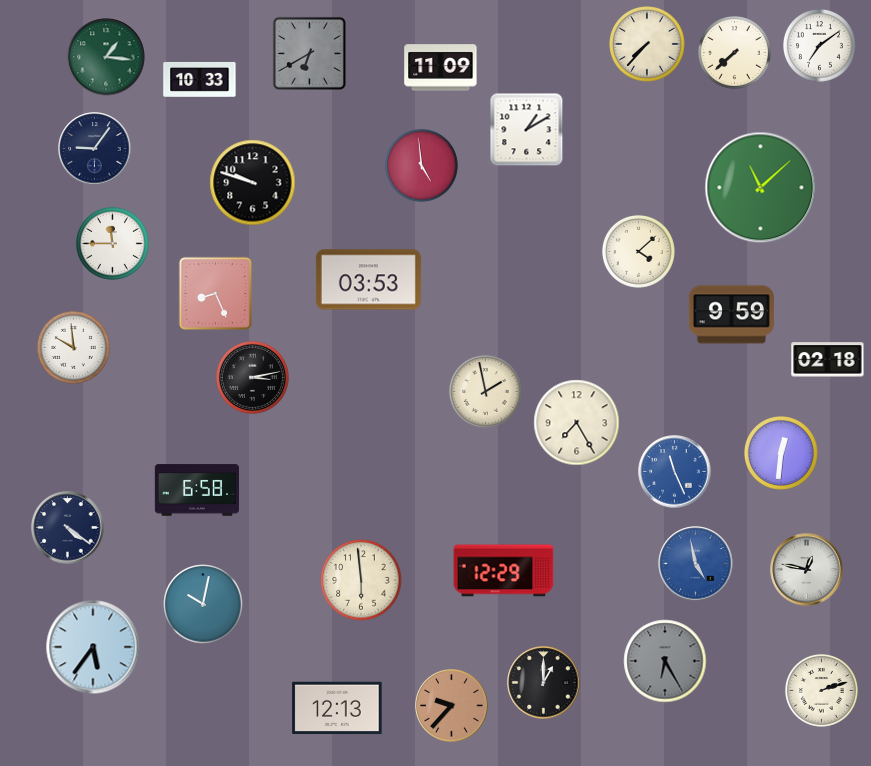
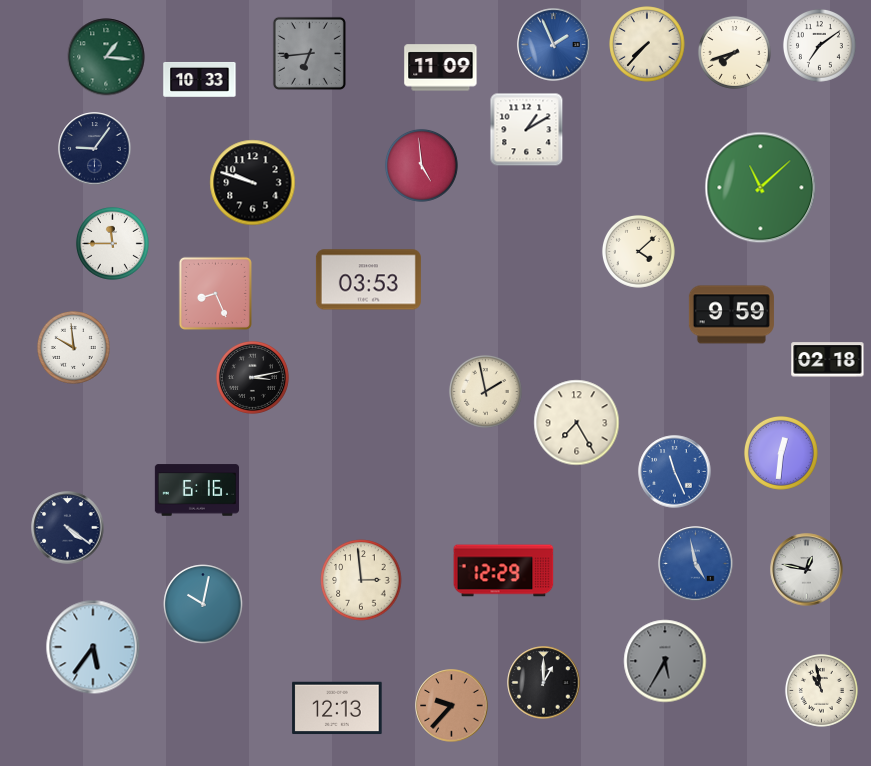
clock at (554, 45): none -> 1:56
clock at (734, 52): 7:38 -> 7:42
clock at (309, 53): 6:40 -> 6:44
clock at (196, 490): 6:58 -> 6:16
clock at (361, 580): 5:59 -> 2:59
clock at (665, 661): 6:25 -> 5:35
clock at (821, 690): 2:12 -> 10:58
